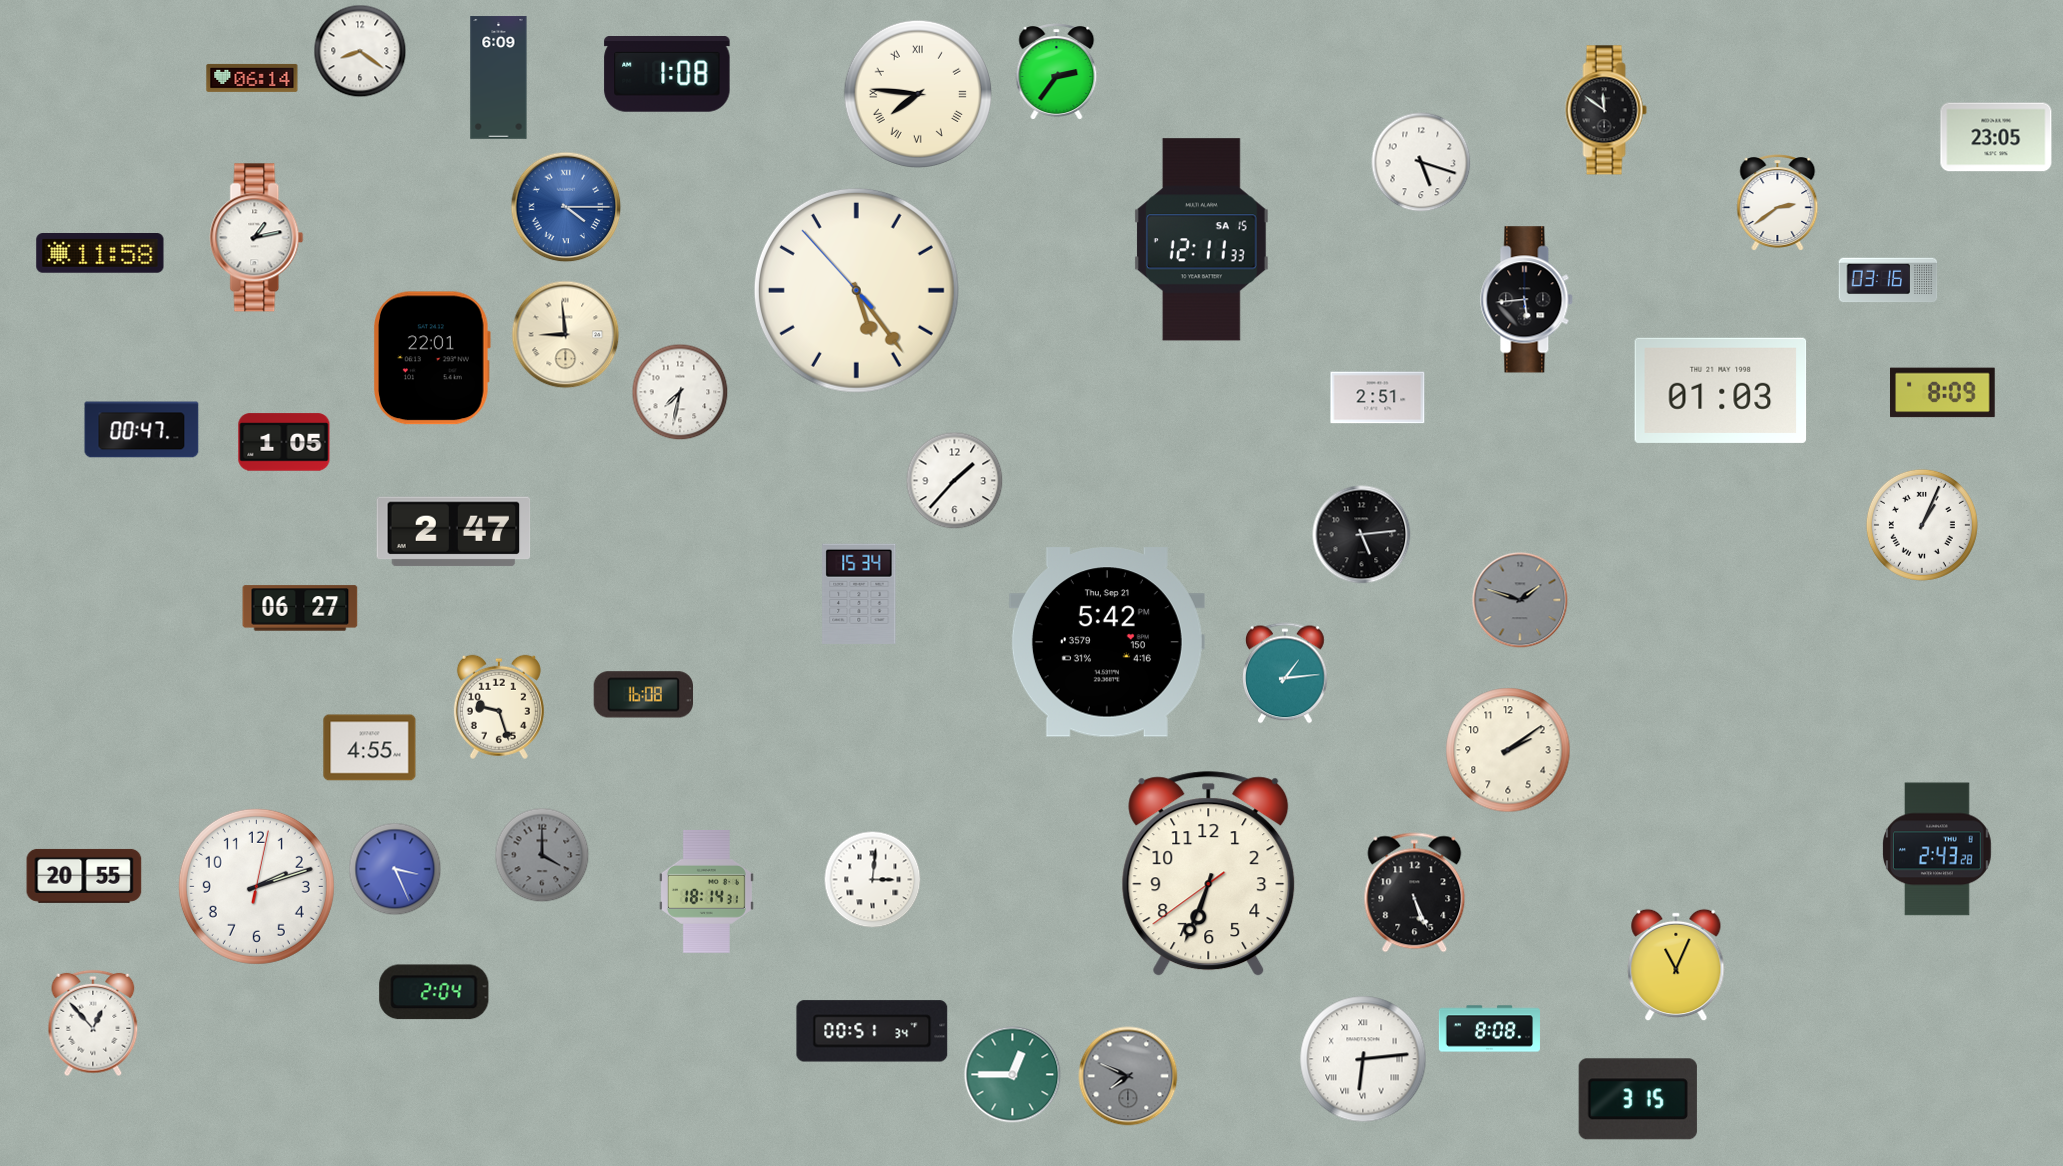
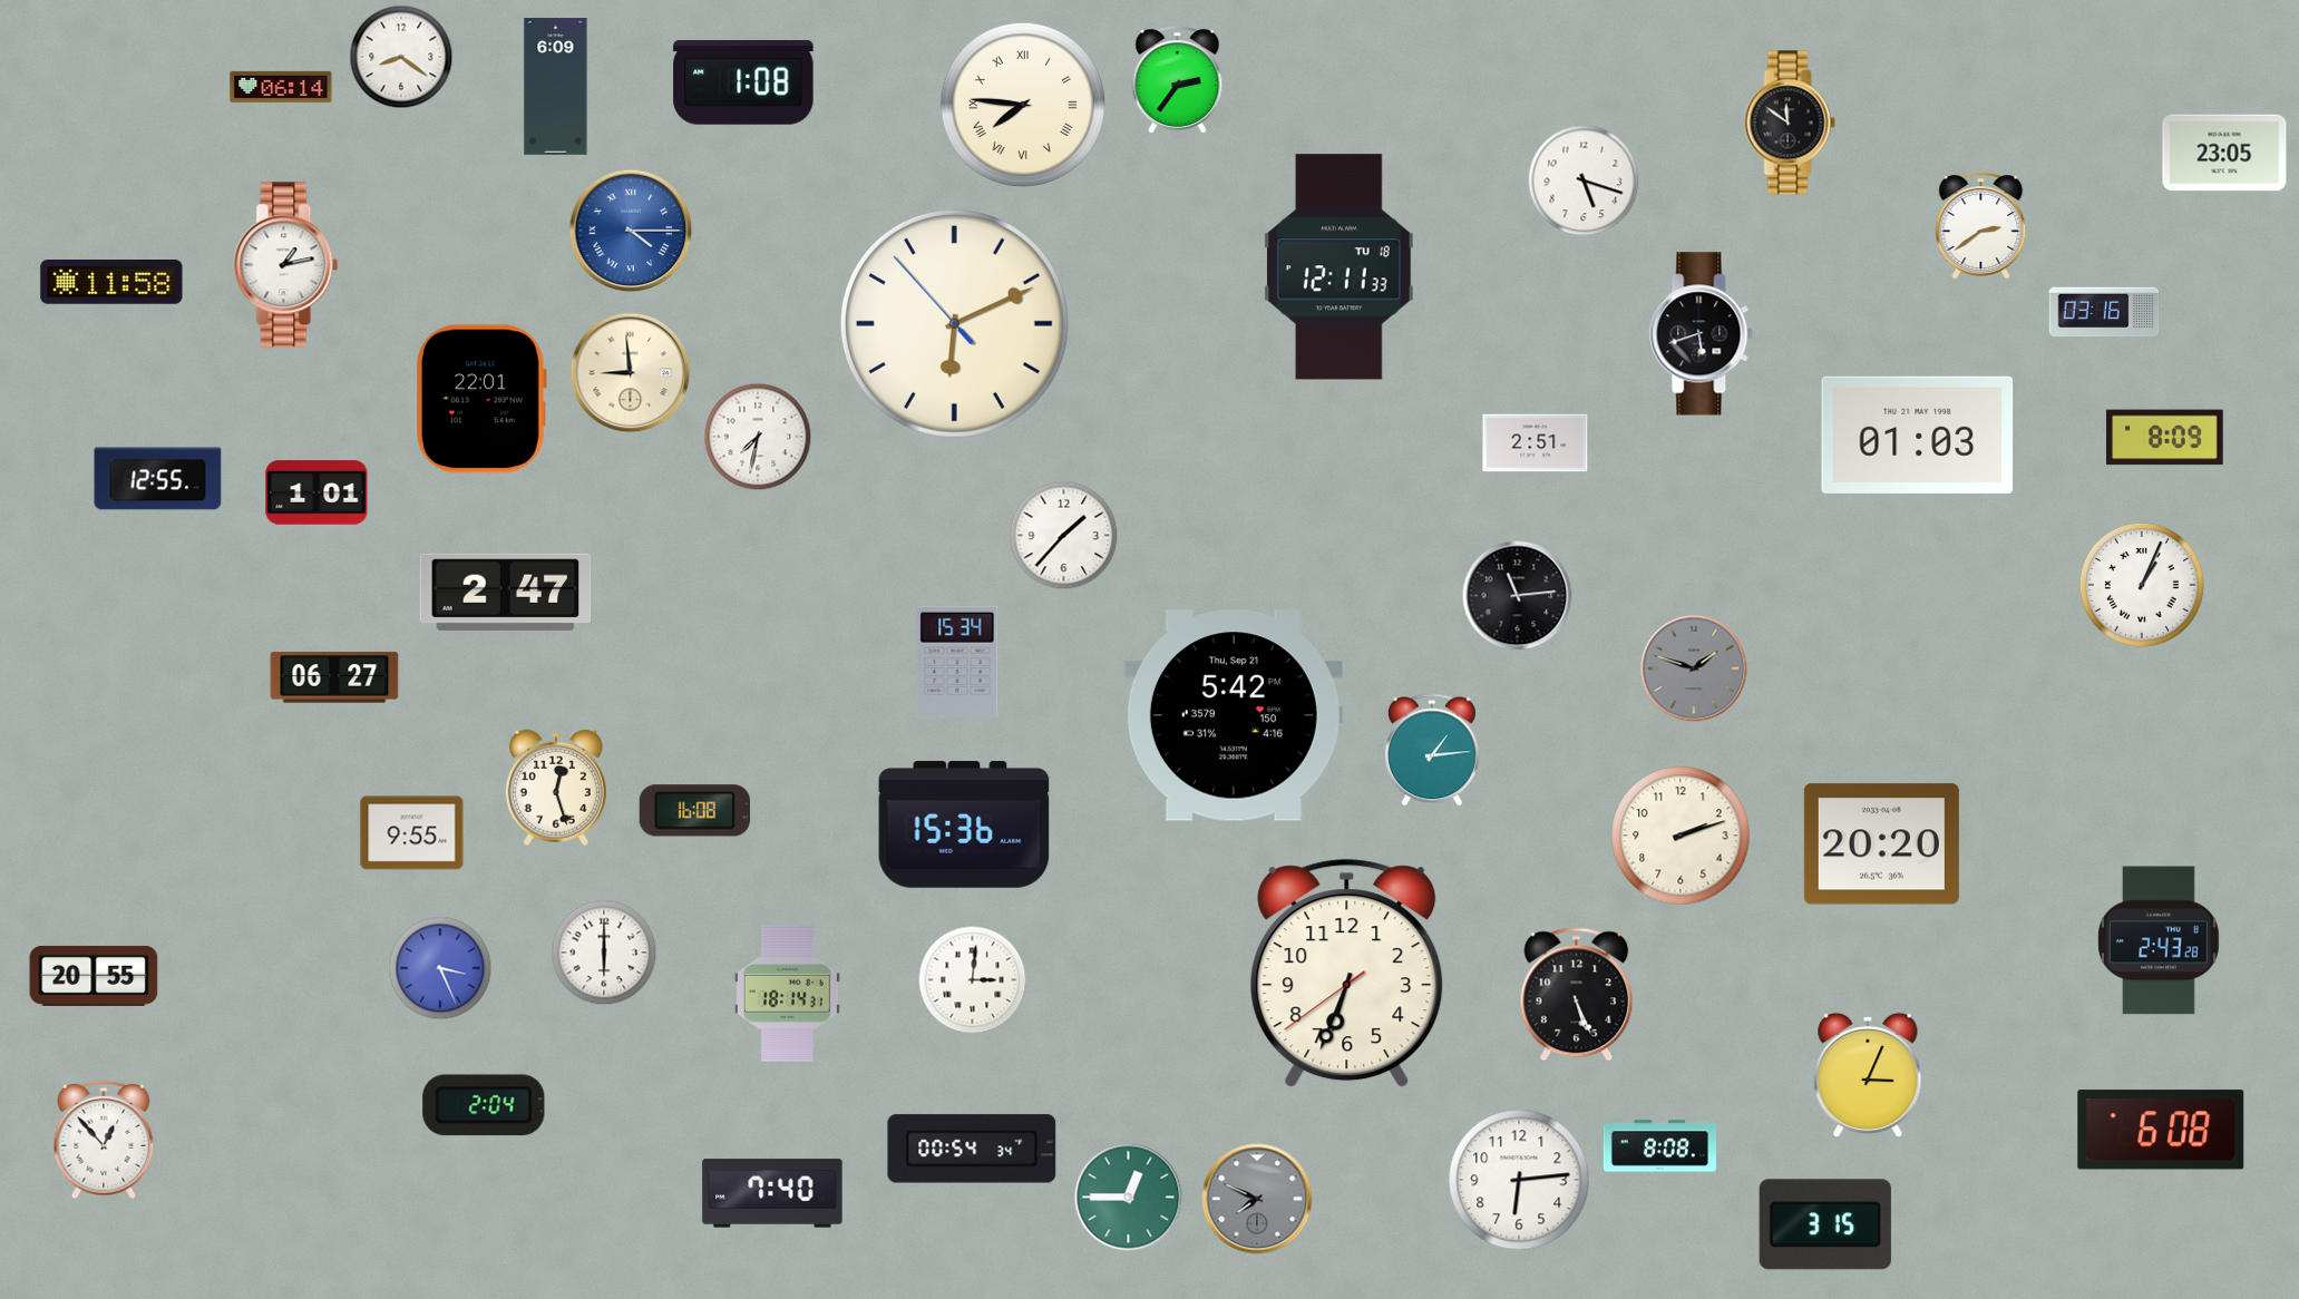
clock at (1201, 240) date: SA 15 -> TU 18
clock at (856, 290): 5:23 -> 6:10
clock at (1527, 300): 5:44 -> 5:42
clock at (142, 430): 00:47 -> 12:55
clock at (284, 442): 1:05 -> 1:01
clock at (1362, 535): 5:14 -> 11:14
clock at (643, 695) position: (643, 695) -> (694, 811)
clock at (499, 707): 9:27 -> 12:27
clock at (964, 824): none -> 15:36
clock at (370, 748): 4:55 -> 9:55
clock at (1508, 750): 2:09 -> 2:12
clock at (1881, 844): none -> 20:20
clock at (1938, 849) position: (1938, 849) -> (2160, 940)
clock at (542, 855): 4:00 -> 6:00
clock at (542, 855) dial: grey -> white
clock at (256, 886): 2:12 -> none
clock at (1676, 965): 11:04 -> 3:04
clock at (2161, 1130): none -> 6:08
clock at (872, 1031): 00:51 -> 00:54
clock at (1363, 1059) numerals: Roman -> Arabic
clock at (772, 1193): none -> 7:40
